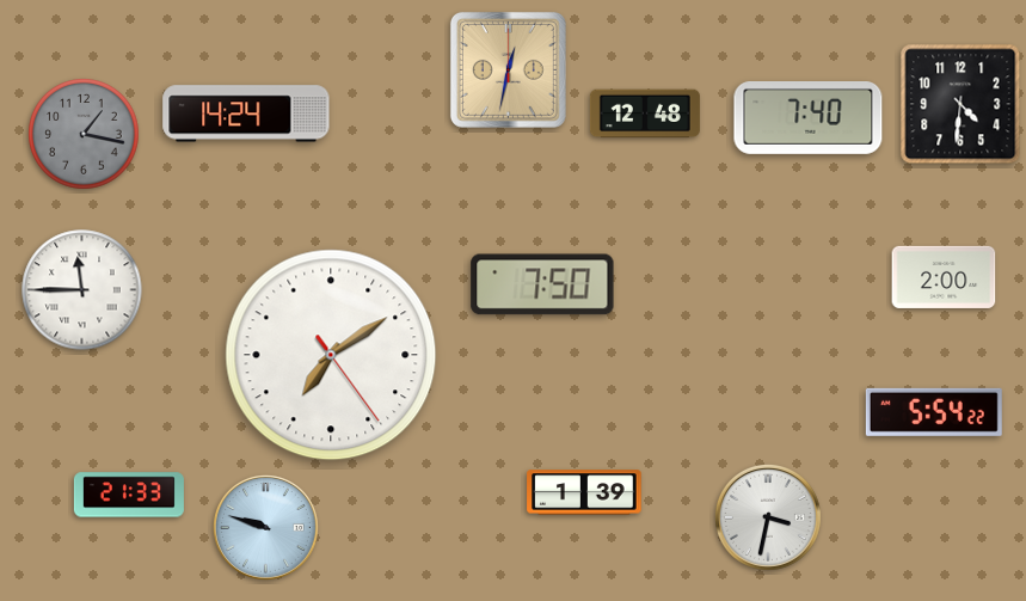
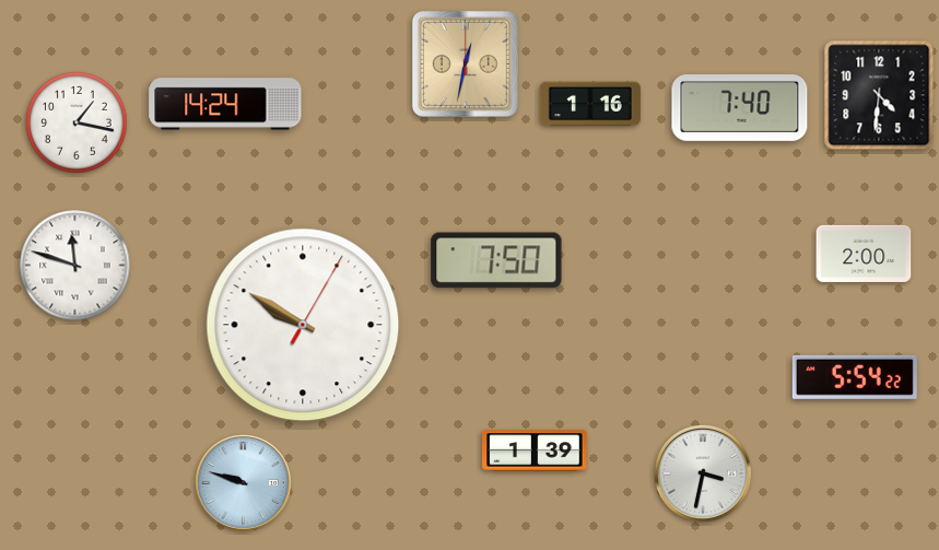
clock at (645, 114): 12:48 -> 1:16
clock at (84, 134) dial: grey -> white
clock at (82, 290): 11:45 -> 11:48
clock at (331, 355): 7:09 -> 9:50
clock at (129, 495): 21:33 -> none
